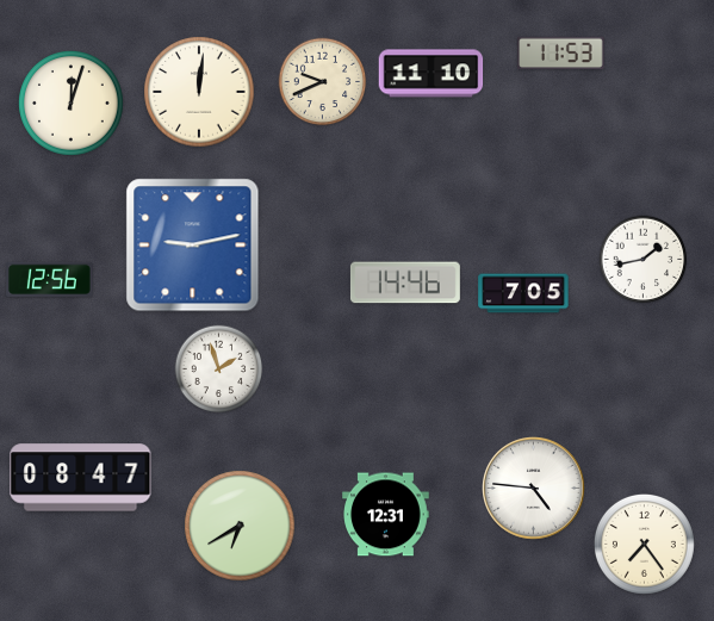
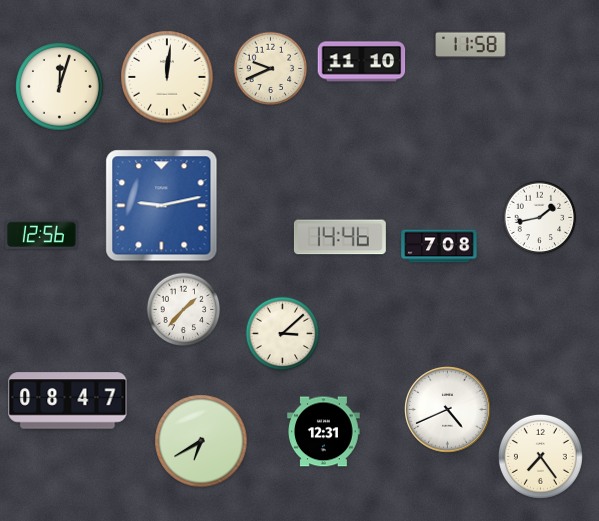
clock at (561, 54): 11:53 -> 11:58
clock at (523, 293): 7:05 -> 7:08
clock at (219, 370): 1:57 -> 1:37
clock at (283, 334): none -> 3:08
clock at (534, 489): 4:46 -> 4:41
